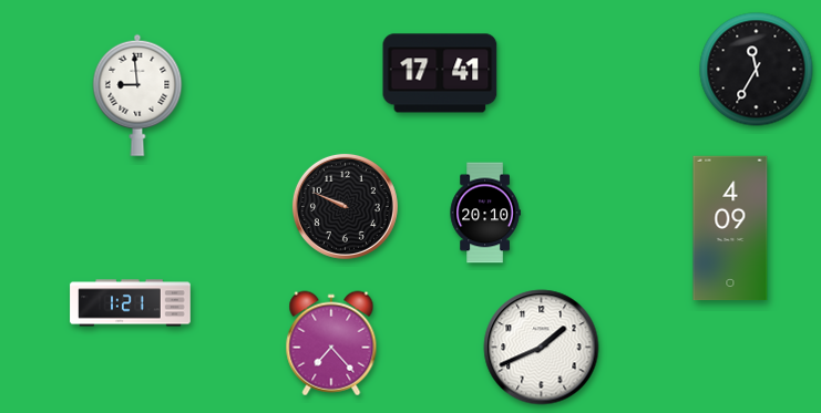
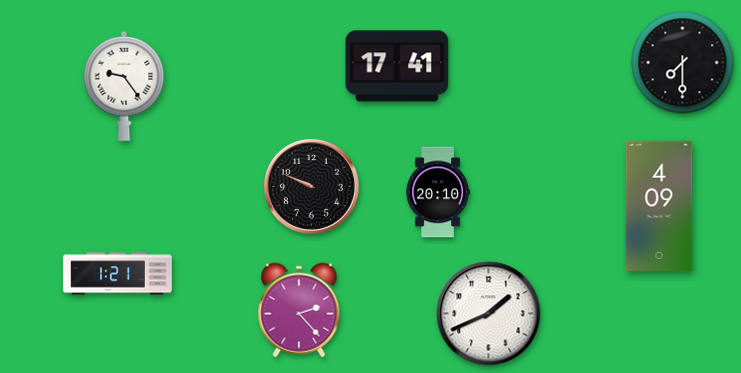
clock at (757, 70): 11:35 -> 7:30
clock at (137, 95): 8:59 -> 9:24
clock at (331, 343): 7:23 -> 2:23
